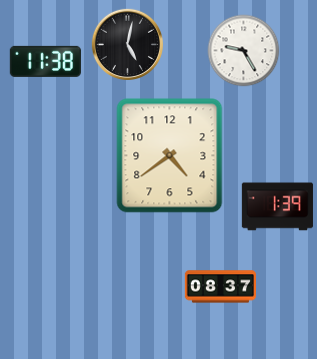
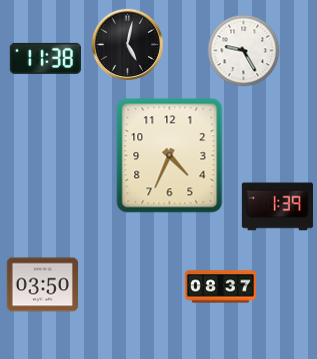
clock at (45, 61) position: (45, 61) -> (45, 58)
clock at (170, 156): 4:39 -> 4:34
clock at (42, 285): none -> 03:50
